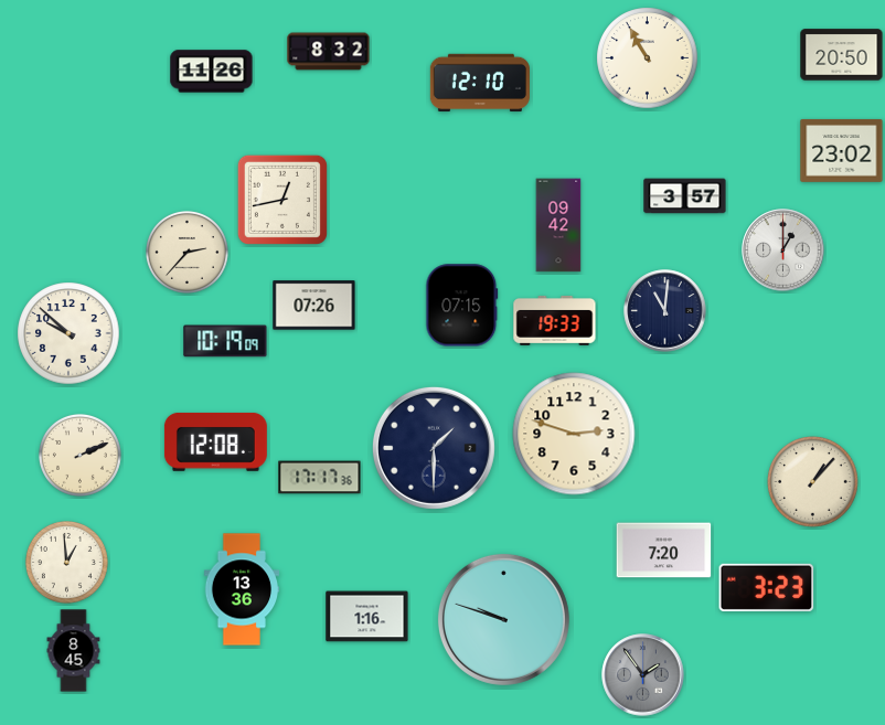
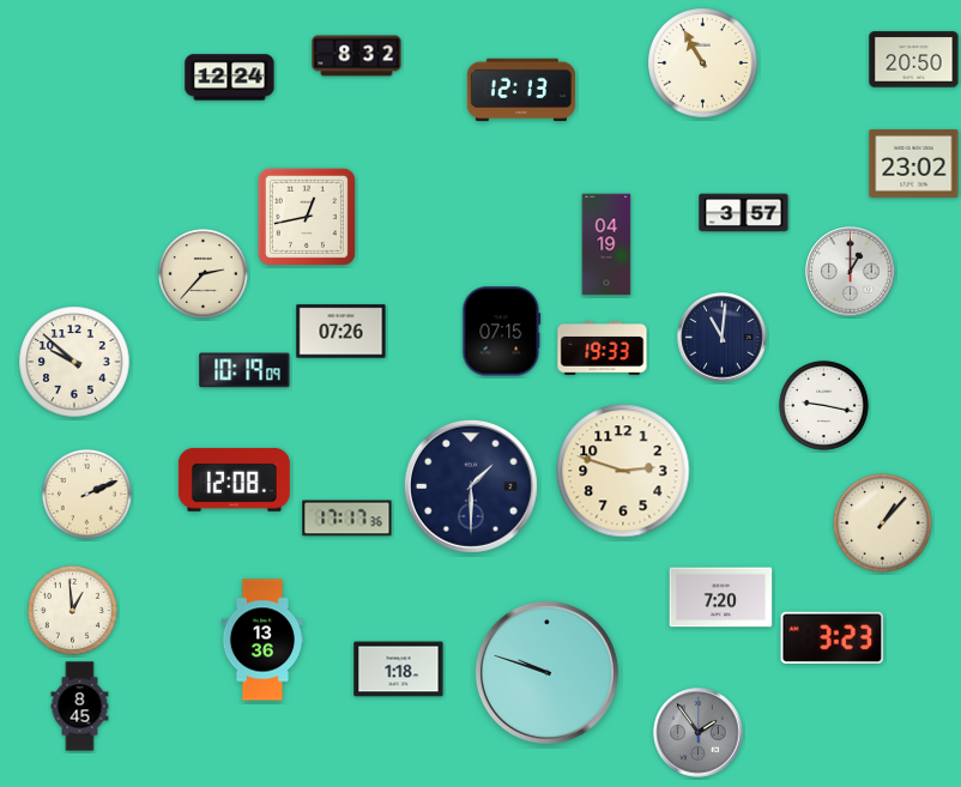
clock at (212, 72): 11:26 -> 12:24
clock at (480, 83): 12:10 -> 12:13
clock at (558, 225): 09:42 -> 04:19
clock at (823, 405): none -> 9:17
clock at (367, 617): 1:16 -> 1:18
